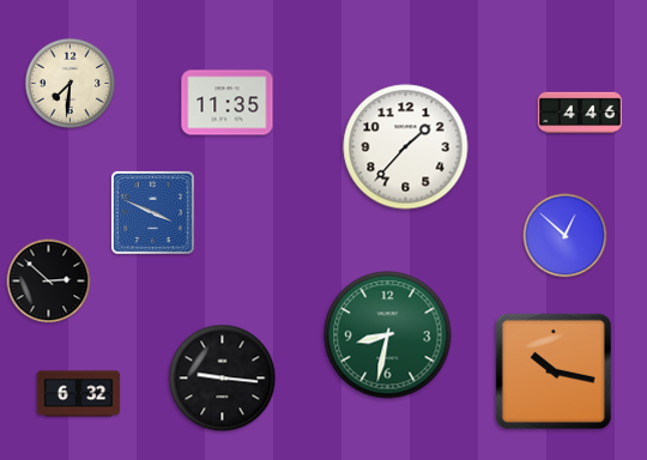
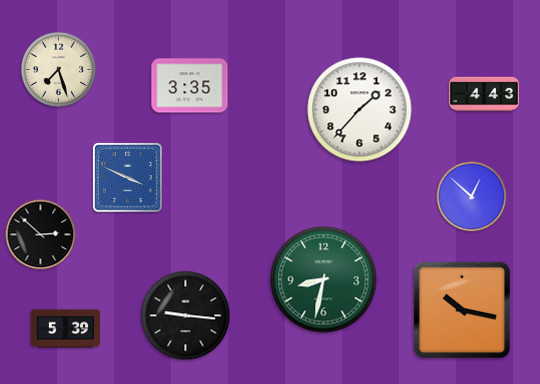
clock at (69, 83): 7:31 -> 7:27
clock at (228, 103): 11:35 -> 3:35
clock at (579, 113): 4:46 -> 4:43
clock at (406, 147) position: (406, 147) -> (360, 110)
clock at (79, 394): 6:32 -> 5:39
